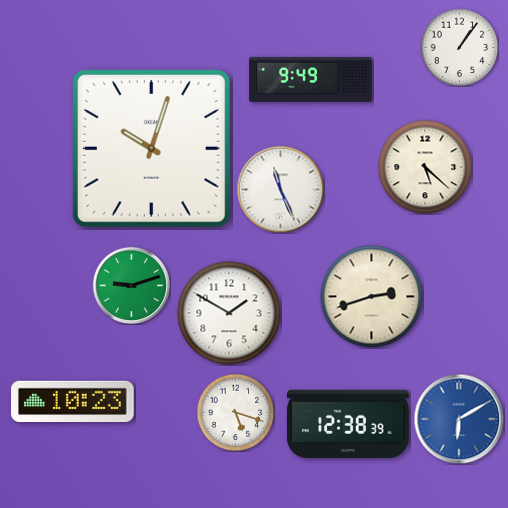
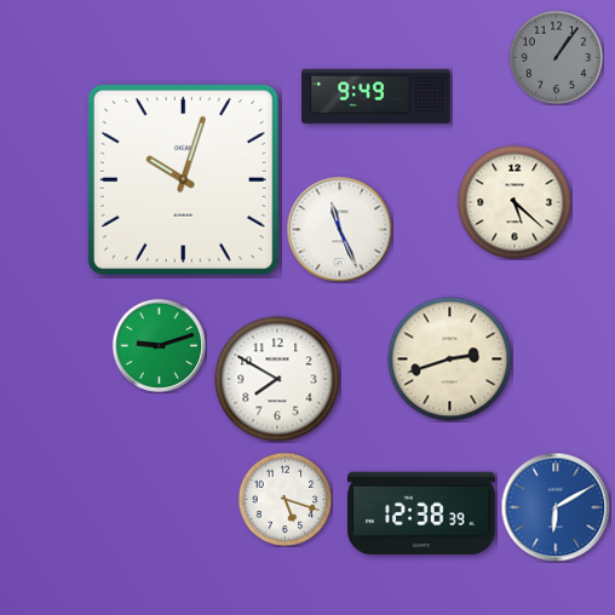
clock at (459, 47) dial: white -> grey
clock at (229, 313): 1:50 -> 7:50
clock at (73, 401): 10:23 -> none
